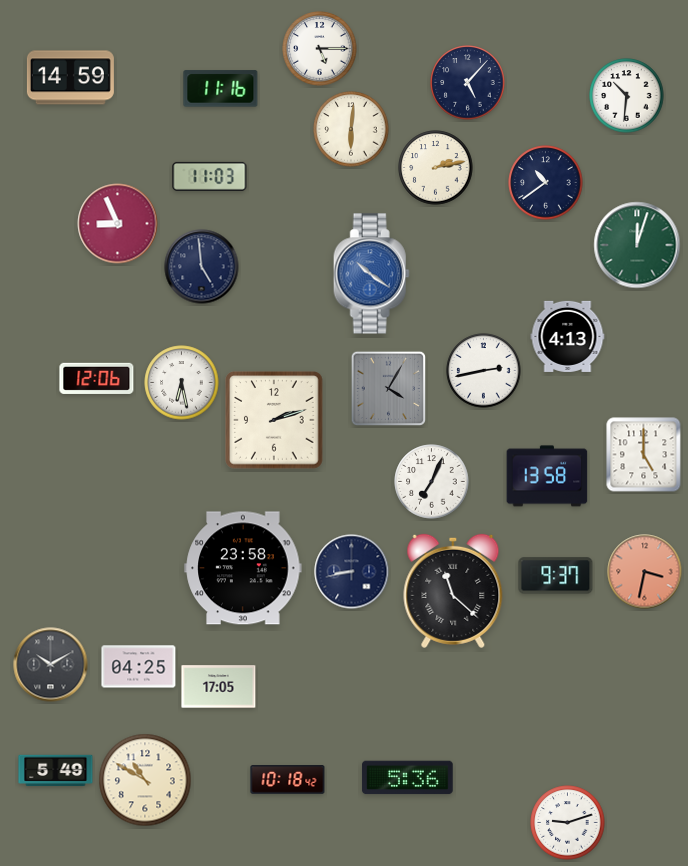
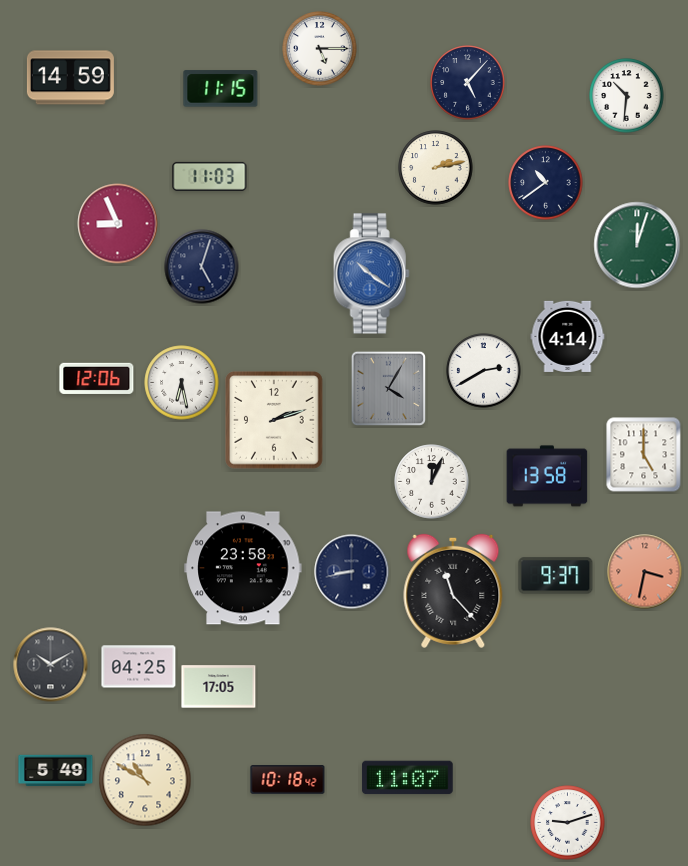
clock at (221, 89): 11:16 -> 11:15
clock at (351, 129): 6:01 -> none
clock at (202, 267): 4:59 -> 5:03
clock at (568, 336): 4:13 -> 4:14
clock at (484, 371): 2:43 -> 2:40
clock at (432, 482): 7:04 -> 12:04
clock at (453, 591): 11:22 -> 11:23
clock at (408, 778): 5:36 -> 11:07
